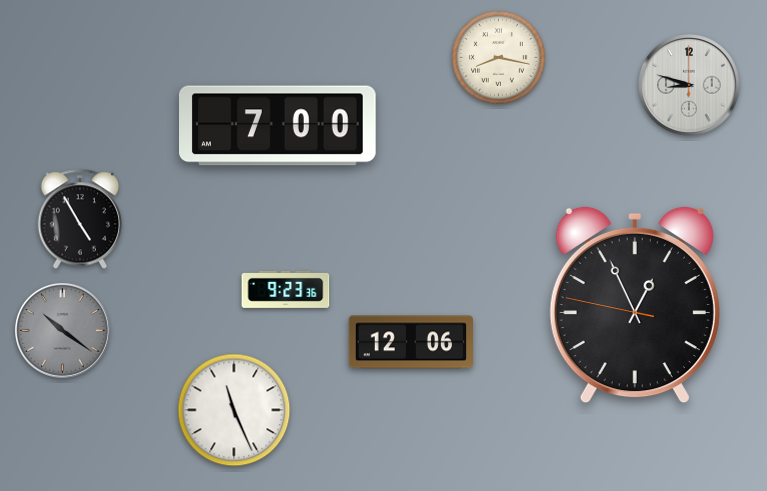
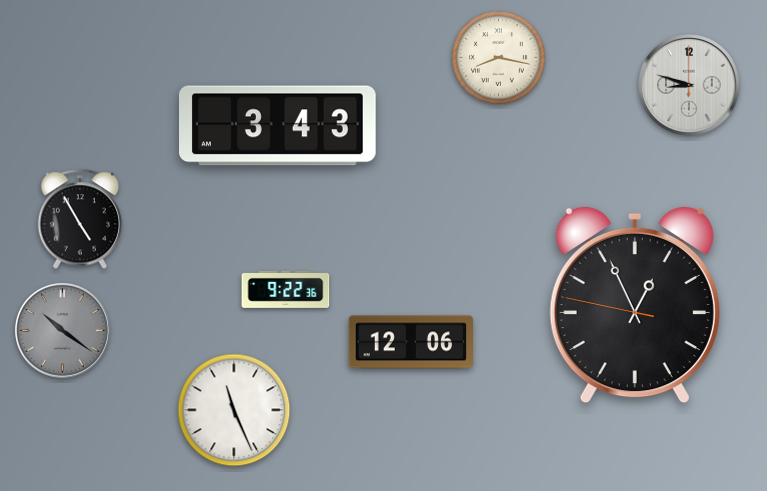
clock at (278, 126): 7:00 -> 3:43
clock at (286, 289): 9:23 -> 9:22
